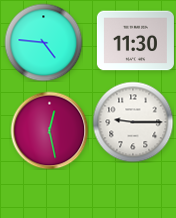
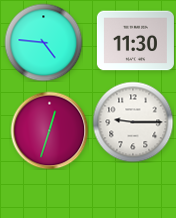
clock at (49, 130): 12:28 -> 12:33
